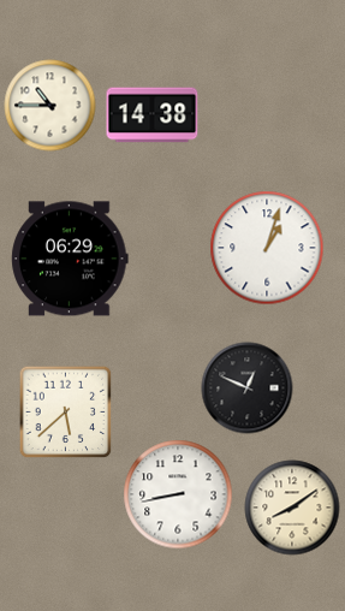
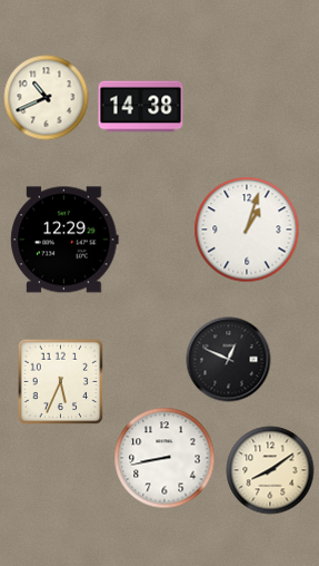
clock at (50, 106): 10:45 -> 10:41
clock at (70, 259): 06:29 -> 12:29
clock at (65, 411): 5:38 -> 5:34
